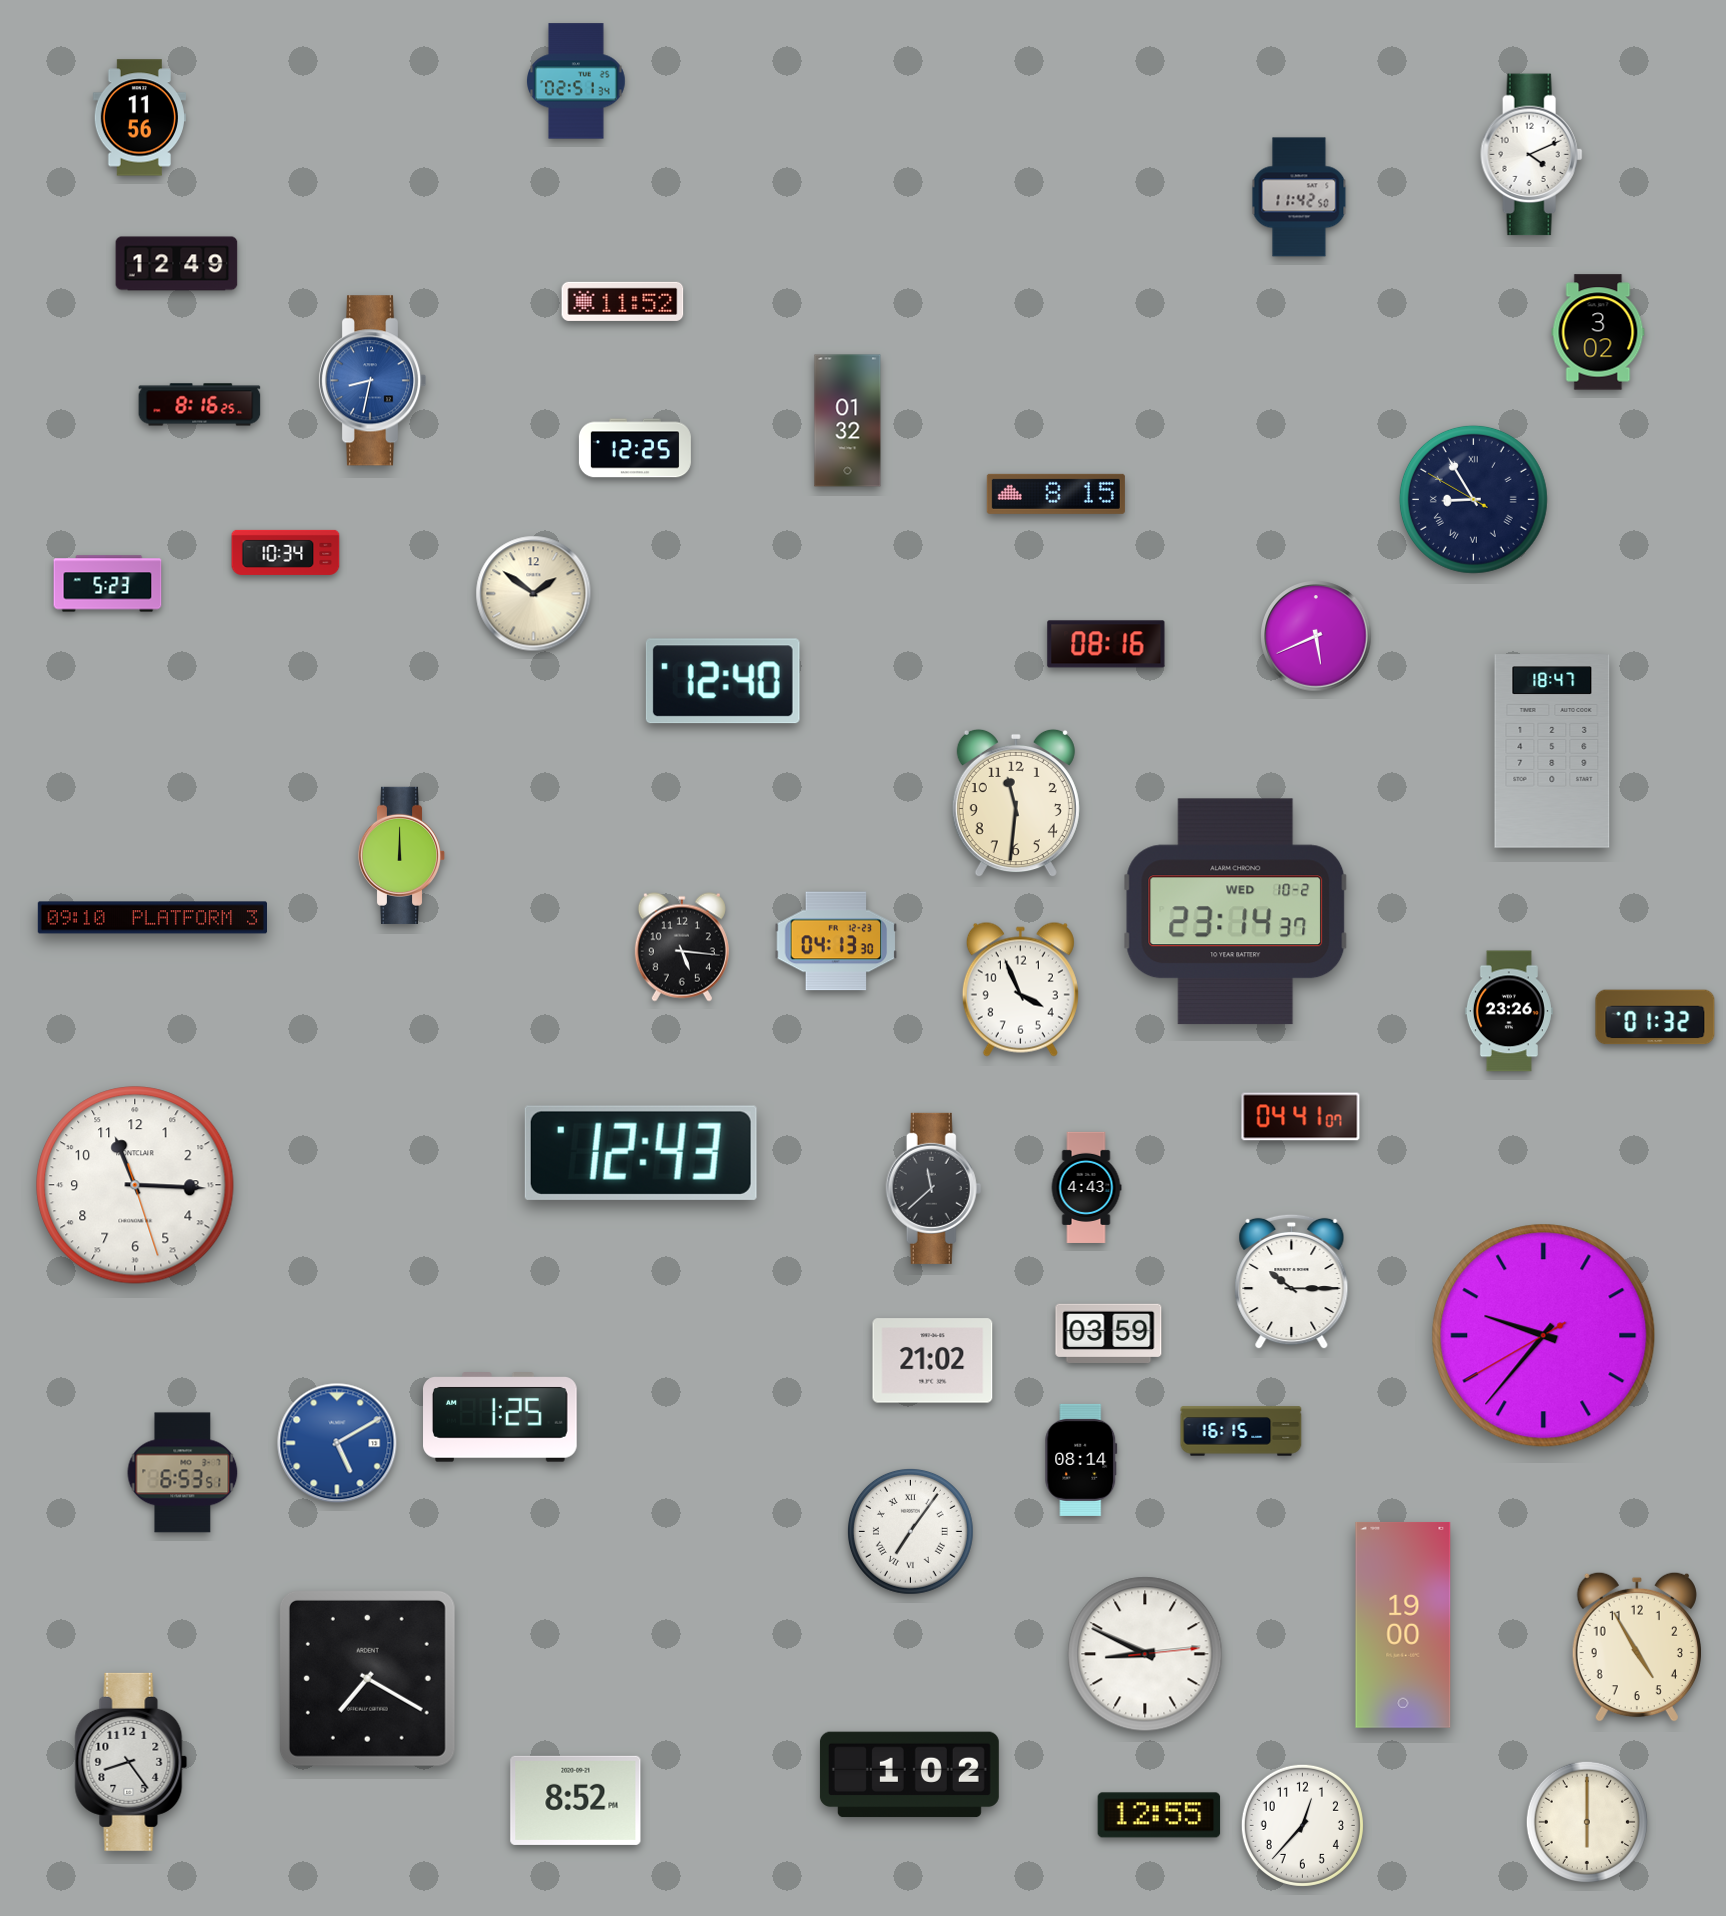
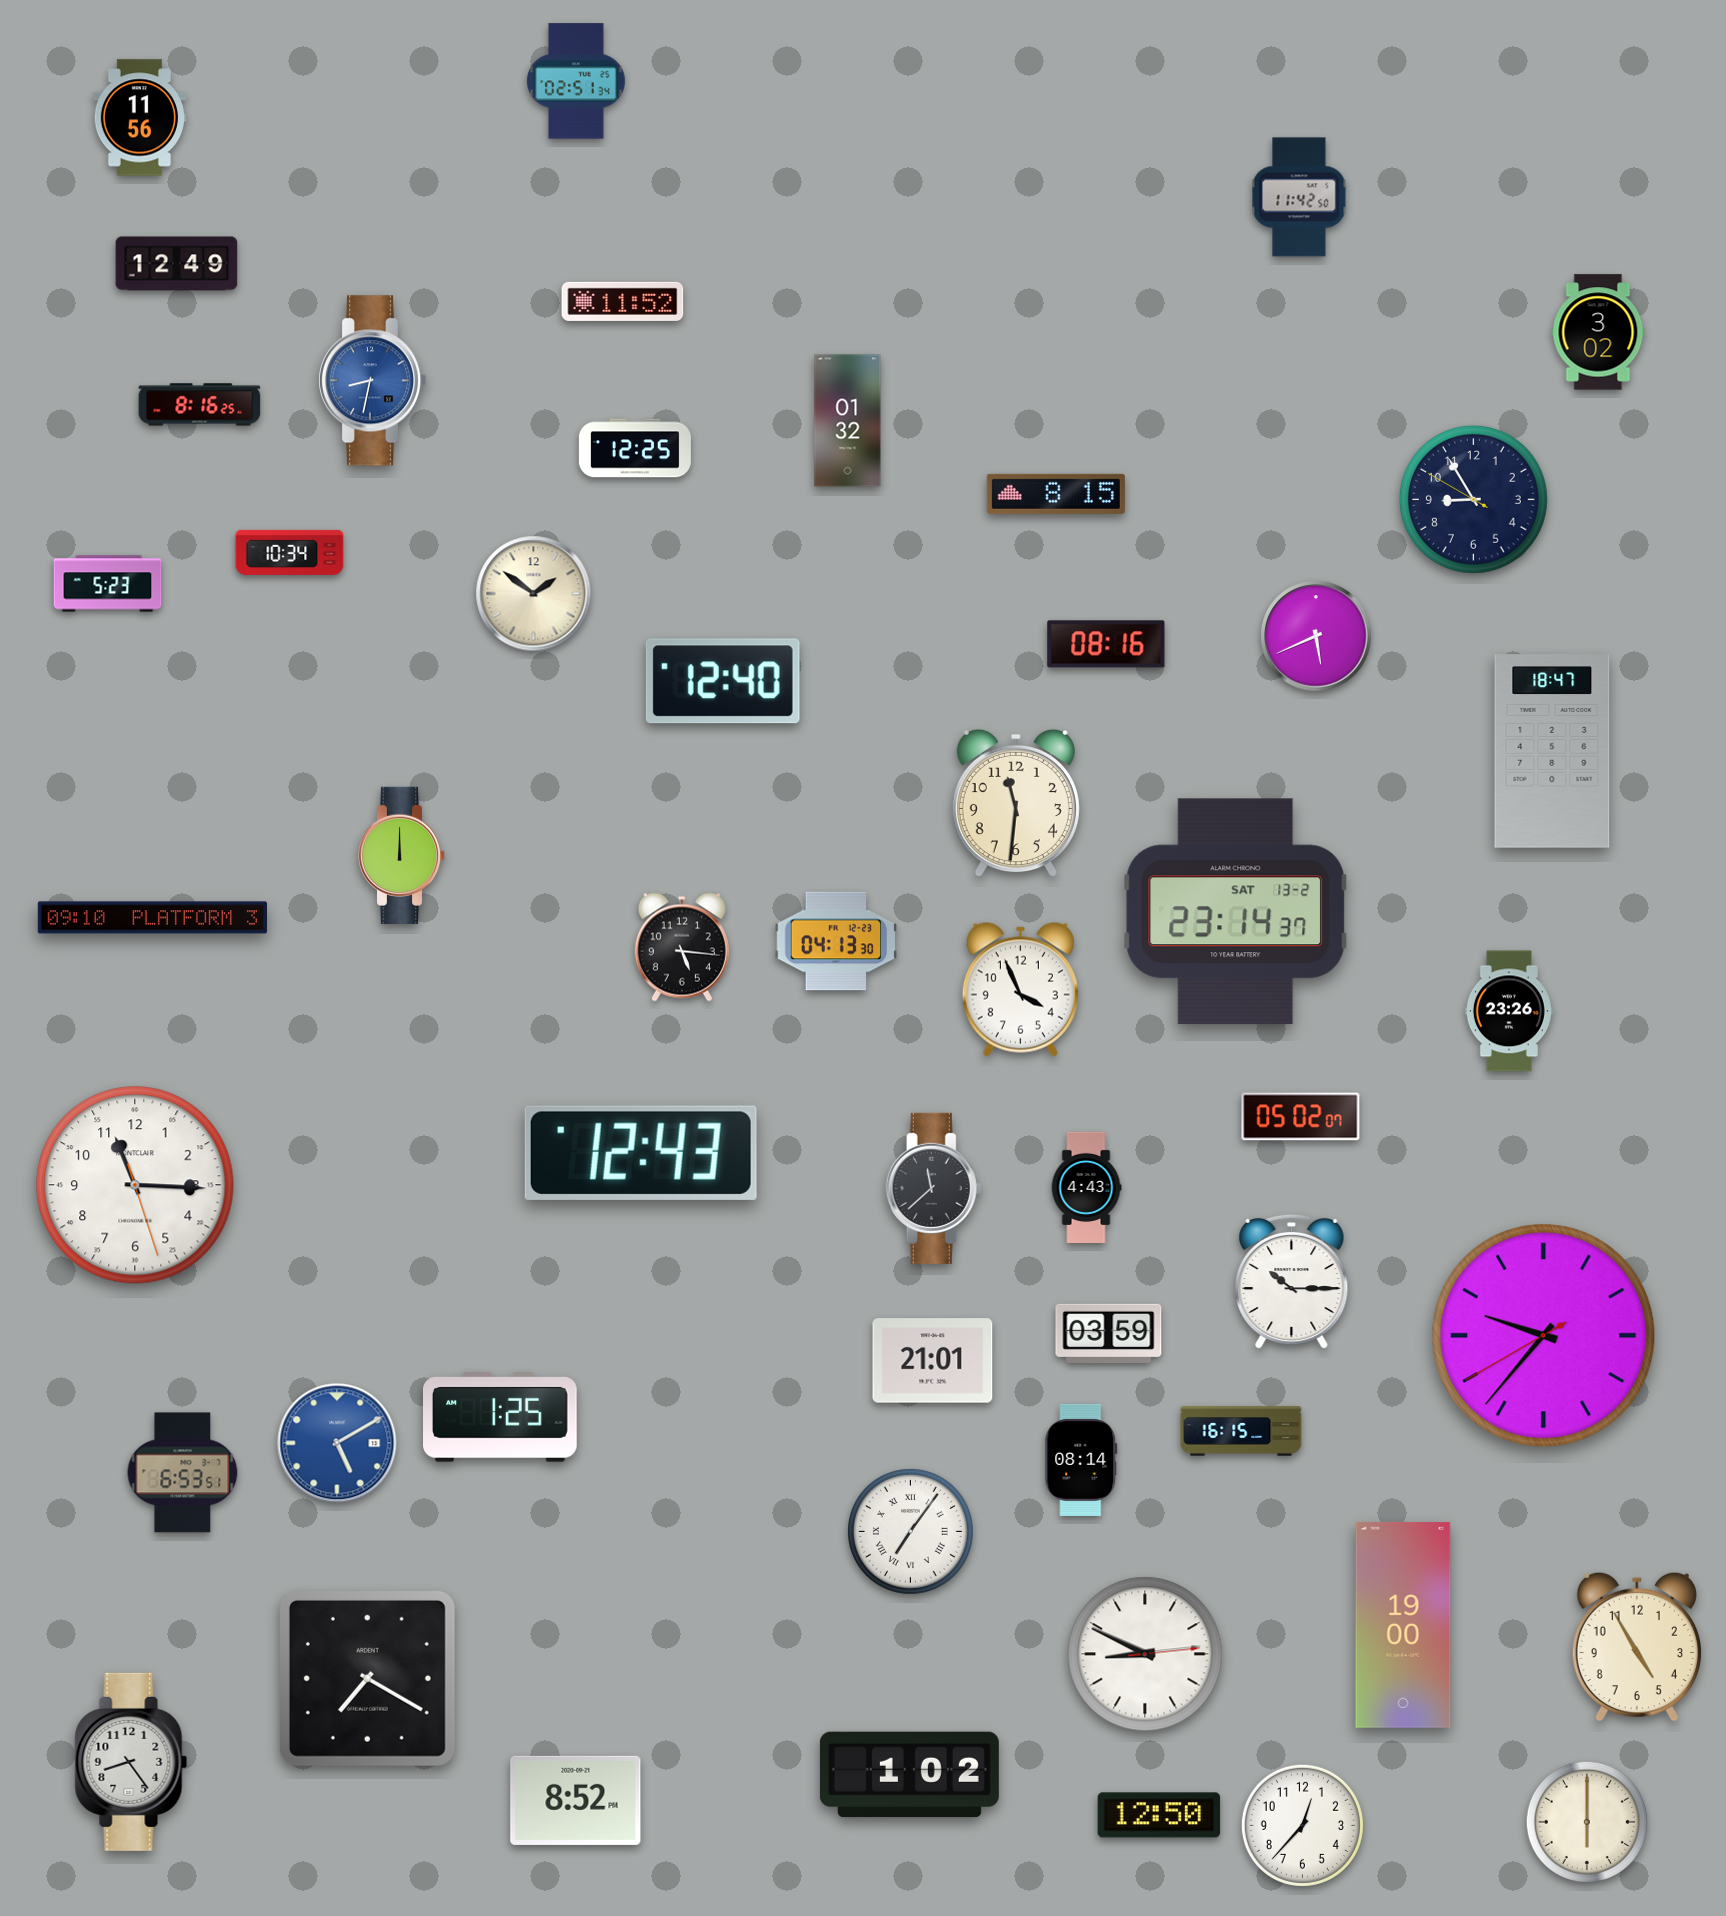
clock at (1532, 155): 4:11 -> none
clock at (1473, 499) numerals: Roman -> Arabic
clock at (286, 552) position: (286, 552) -> (290, 552)
clock at (1236, 912) date: WED 10-2 -> SAT 13-2
clock at (1655, 1017): 01:32 -> none
clock at (1301, 1117): 04:41 -> 05:02
clock at (933, 1361): 21:02 -> 21:01
clock at (1159, 1815): 12:55 -> 12:50
